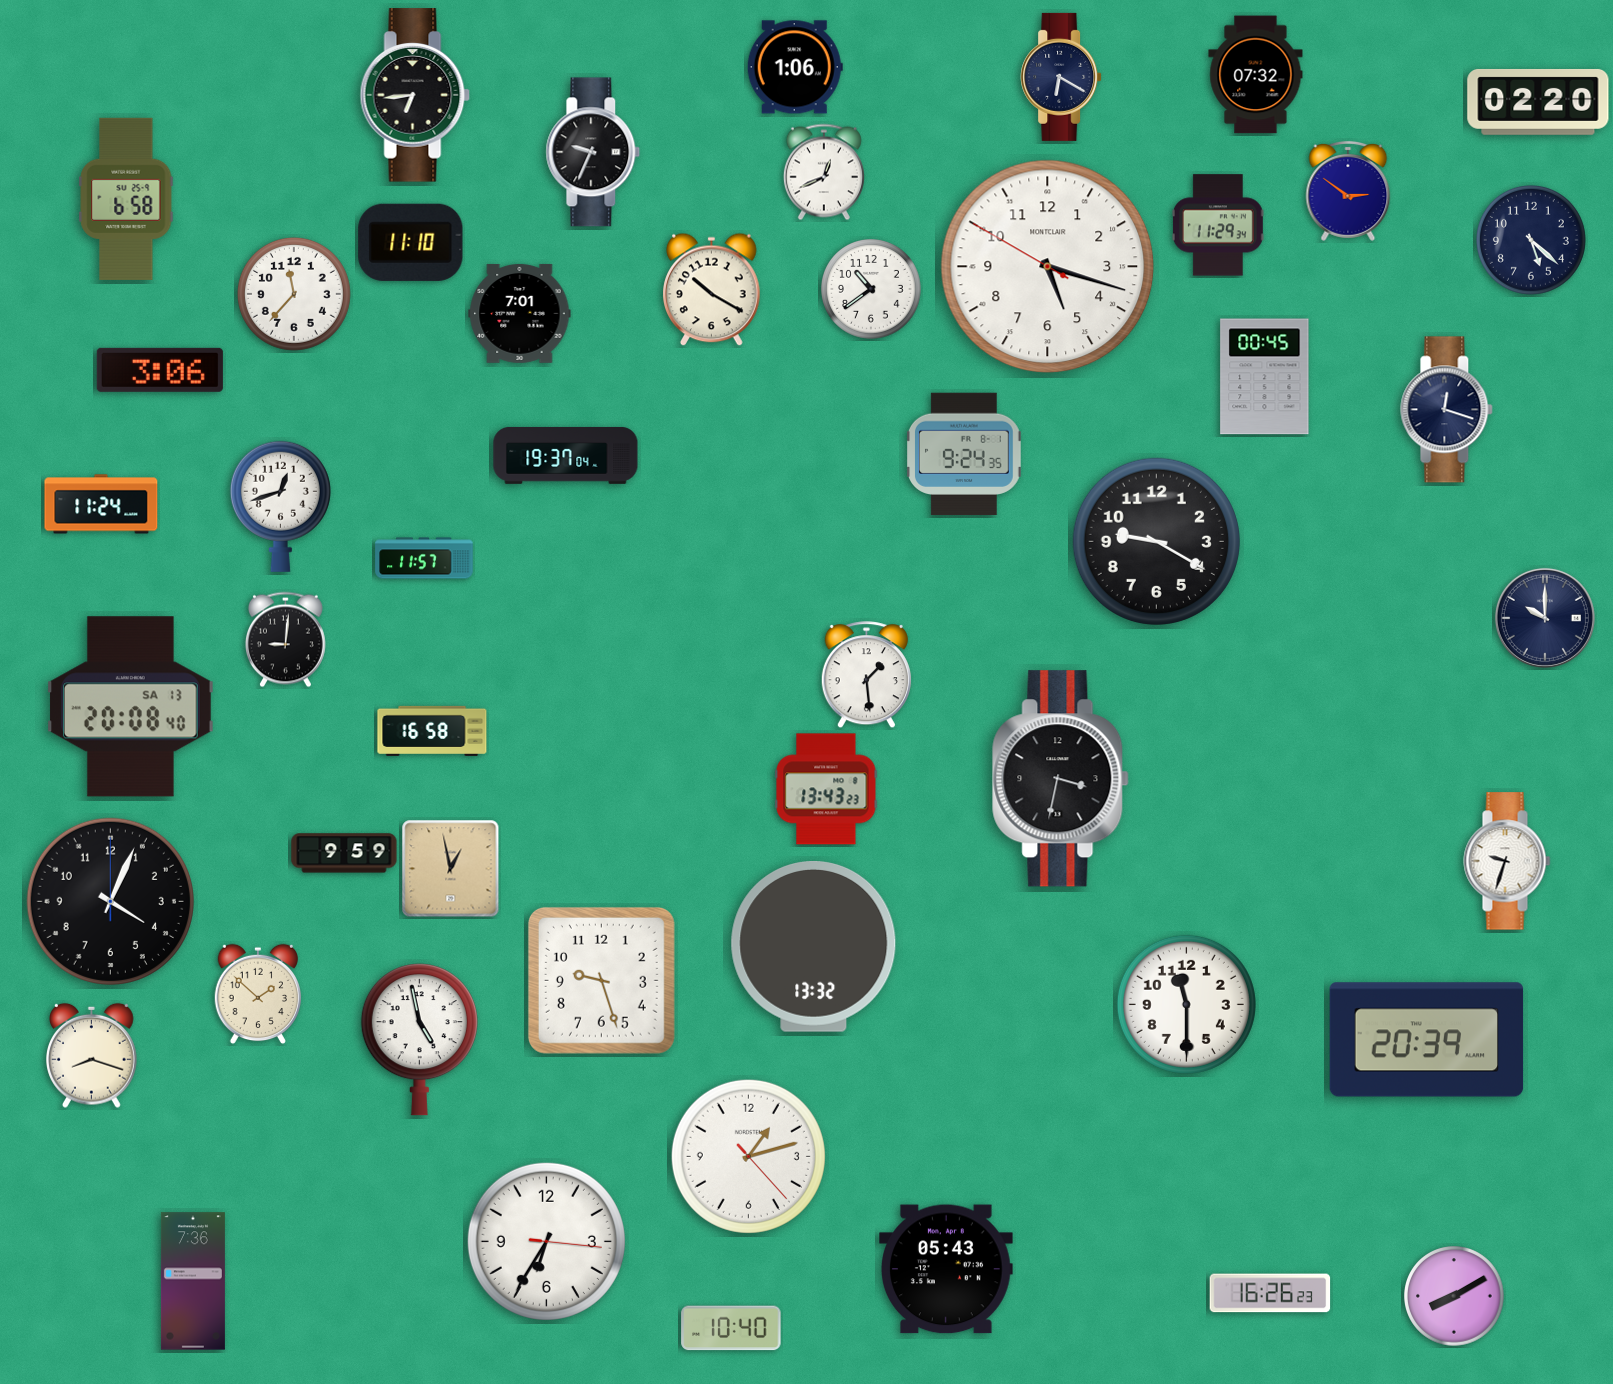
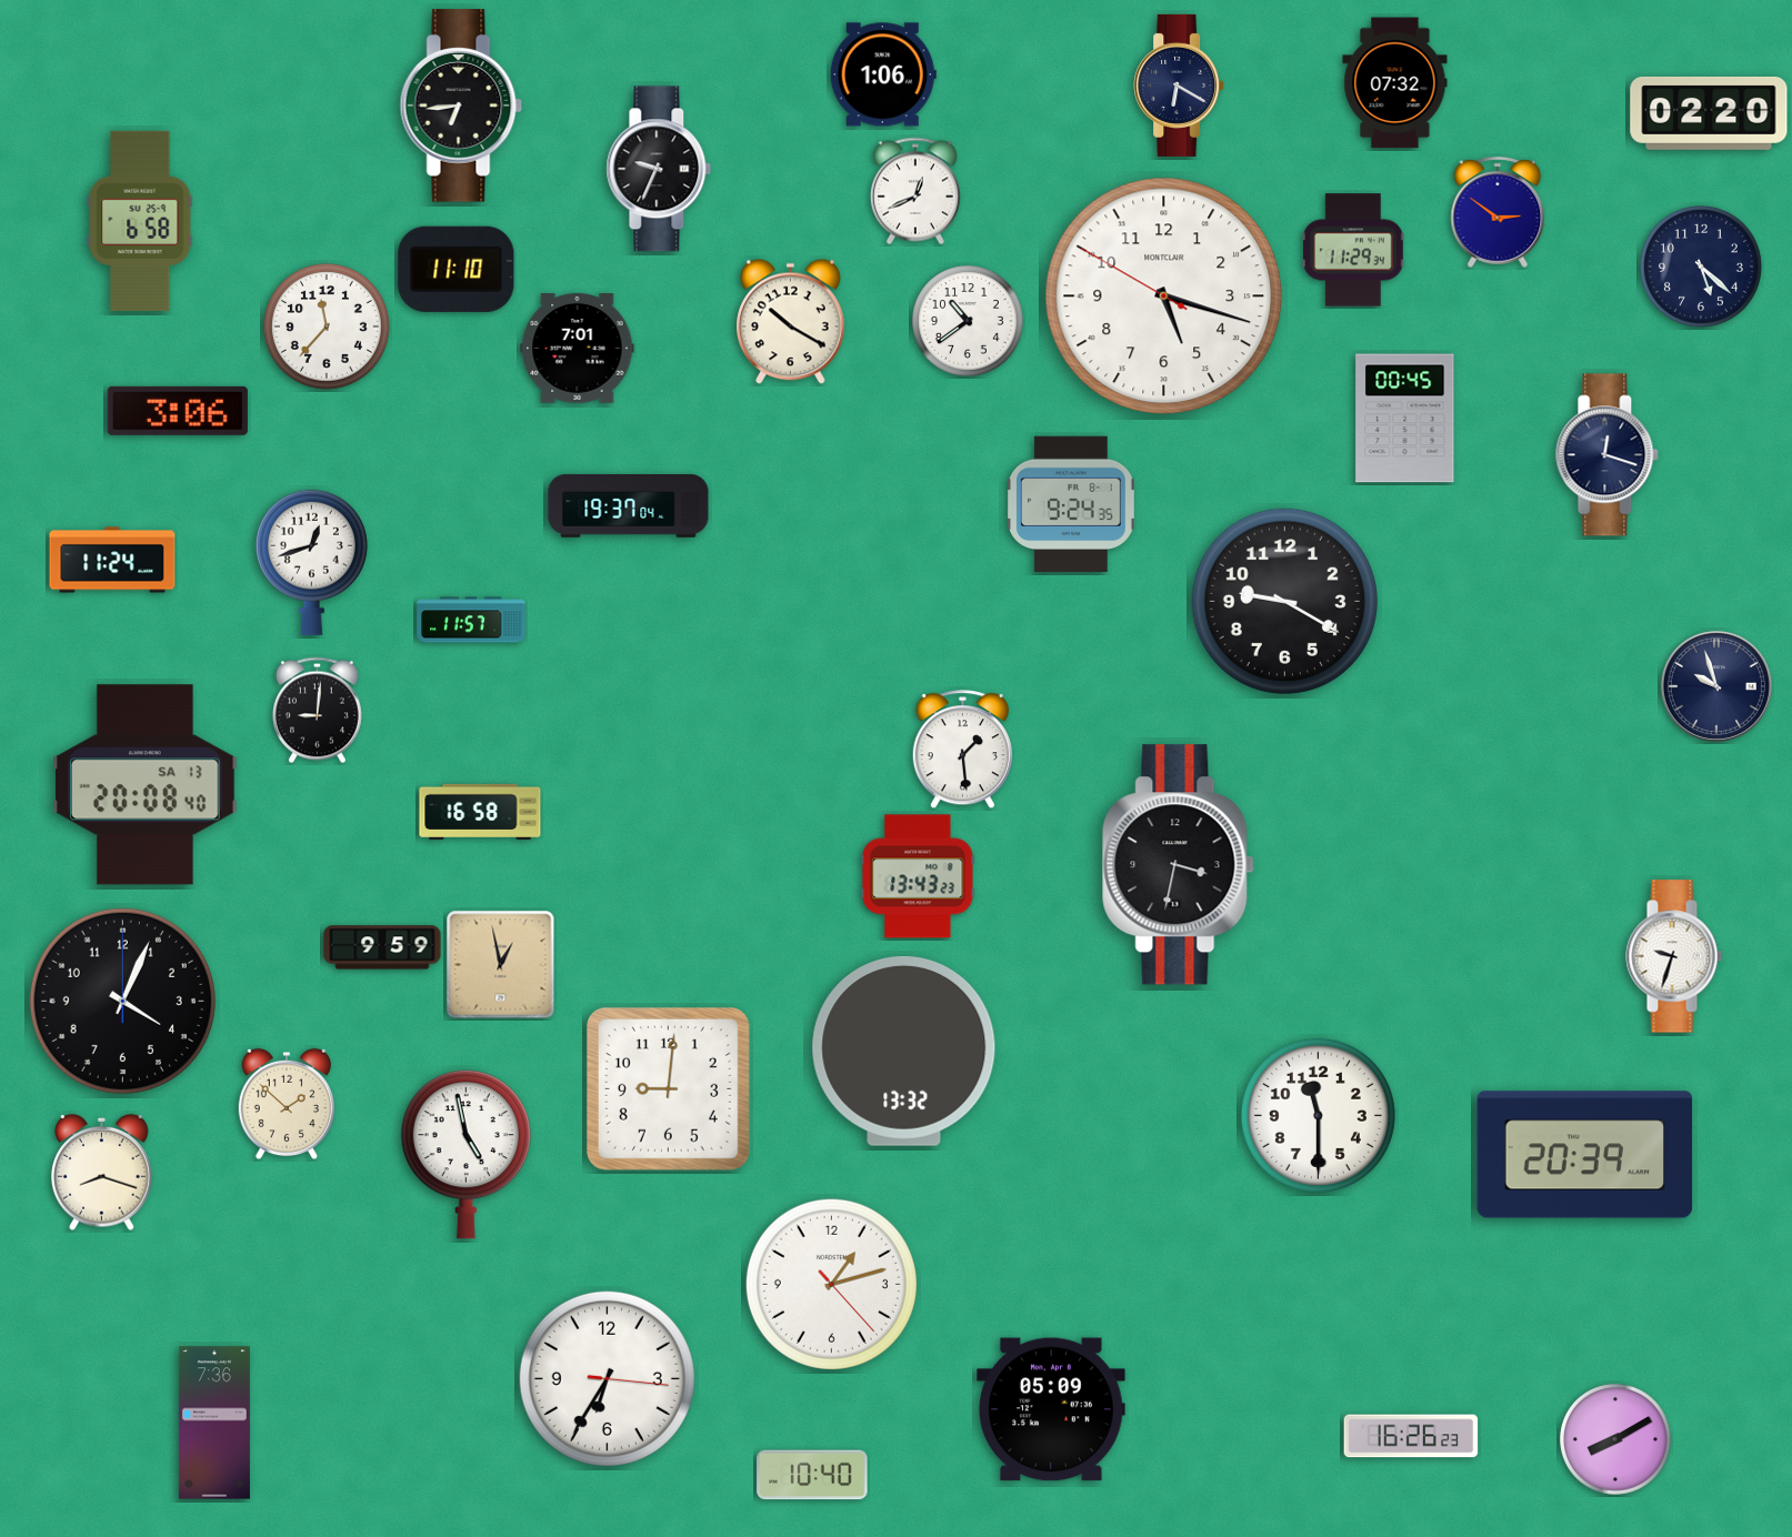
clock at (1545, 618): 10:00 -> 9:57
clock at (601, 980): 9:27 -> 9:01
clock at (947, 1269): 05:43 -> 05:09
